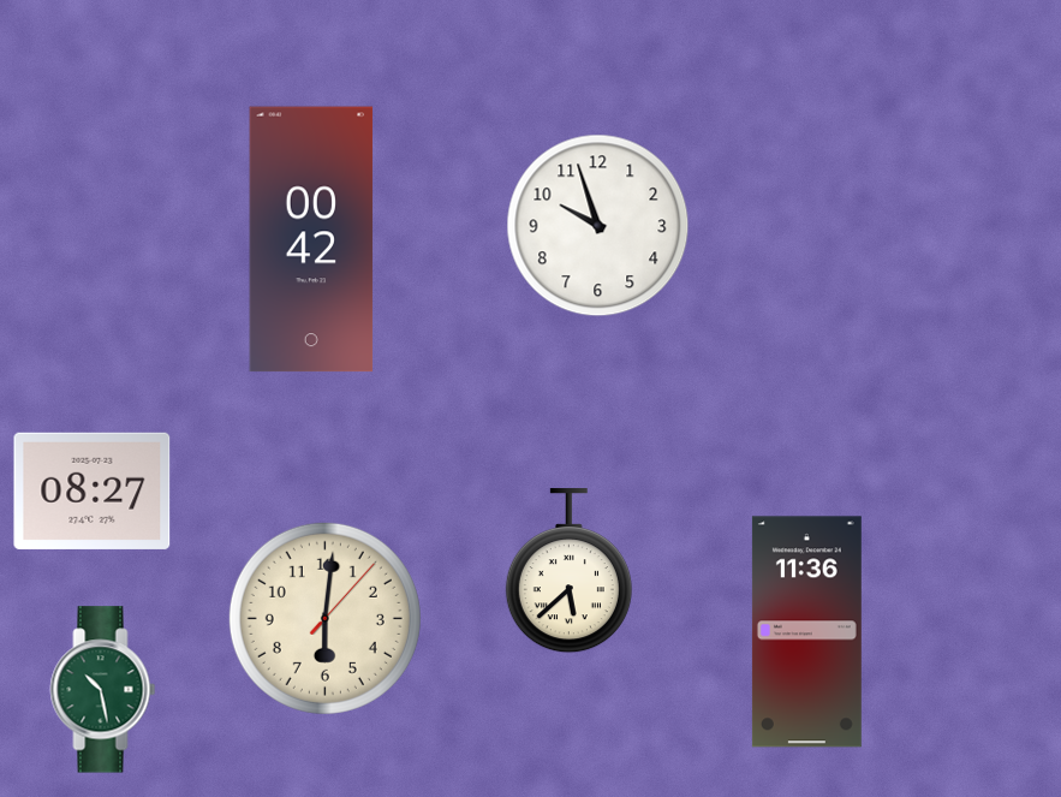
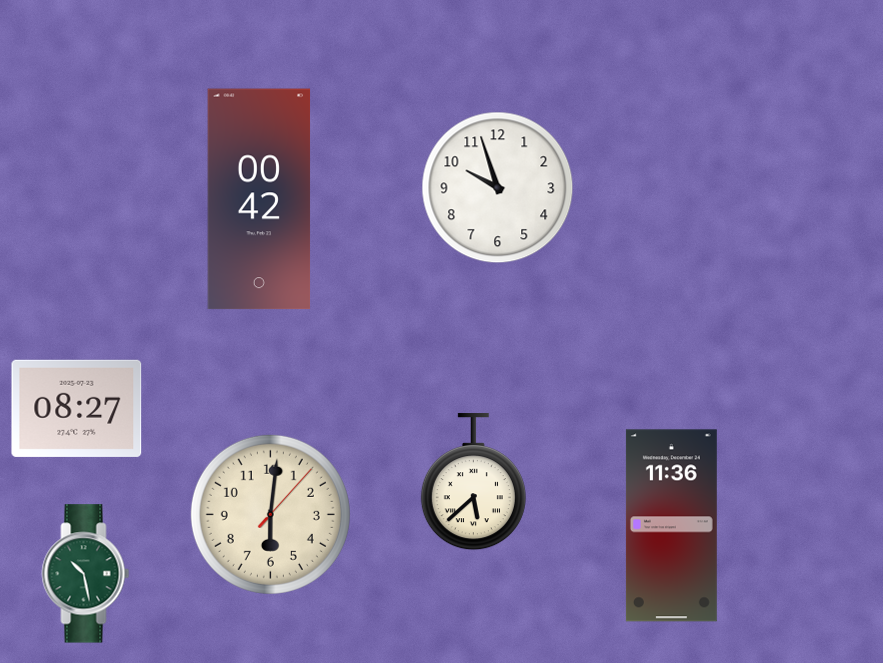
clock at (568, 571) position: (568, 571) -> (473, 482)
